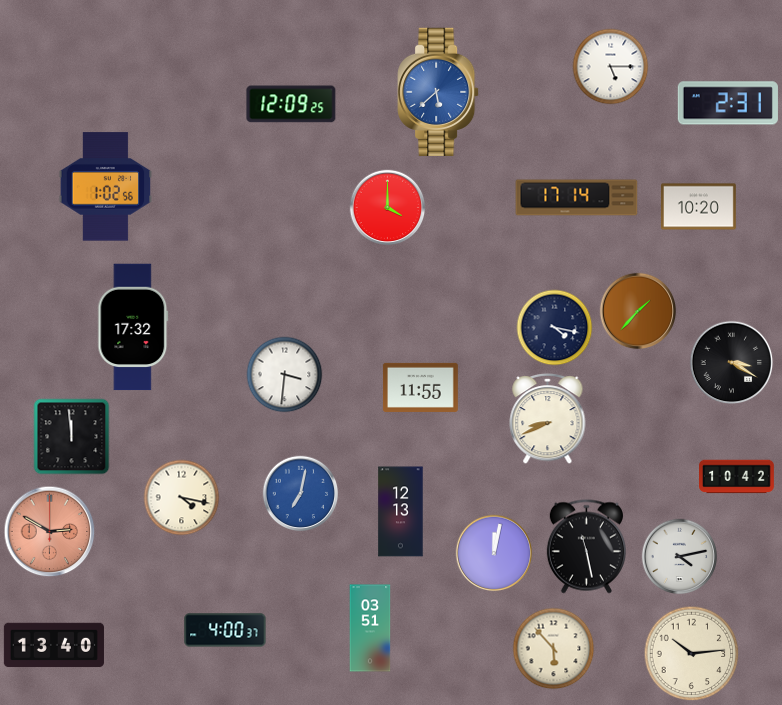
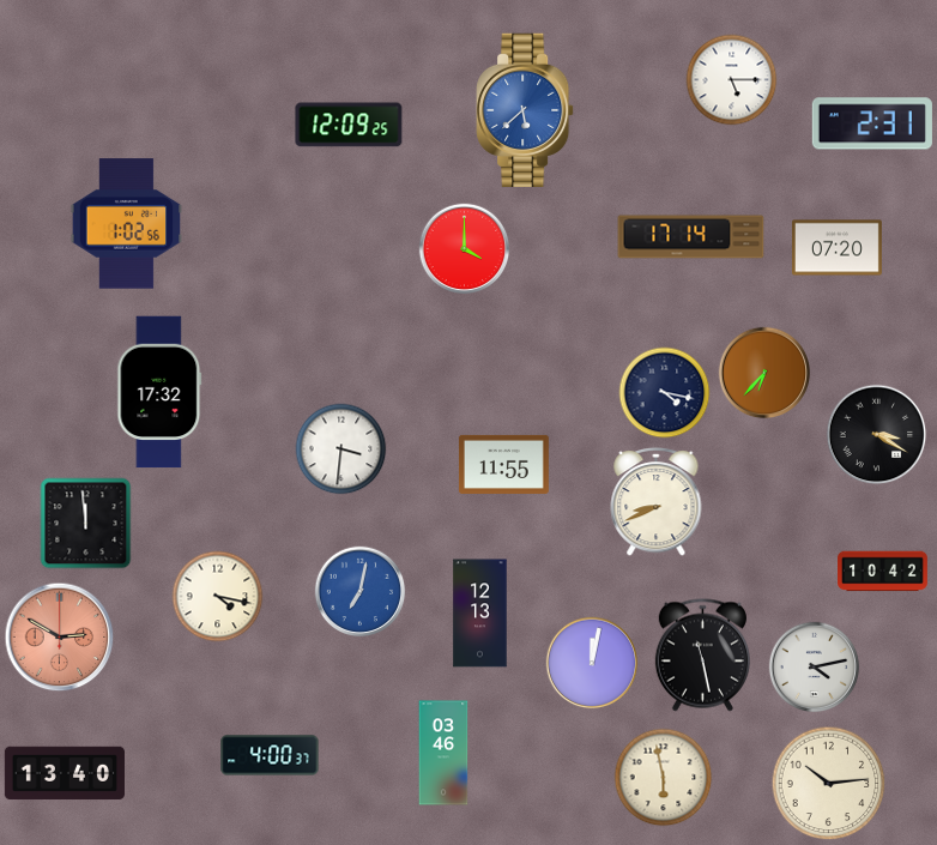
clock at (698, 207): 10:20 -> 07:20
clock at (638, 311): 1:37 -> 6:37
clock at (370, 628): 03:51 -> 03:46
clock at (554, 649): 5:53 -> 5:58
